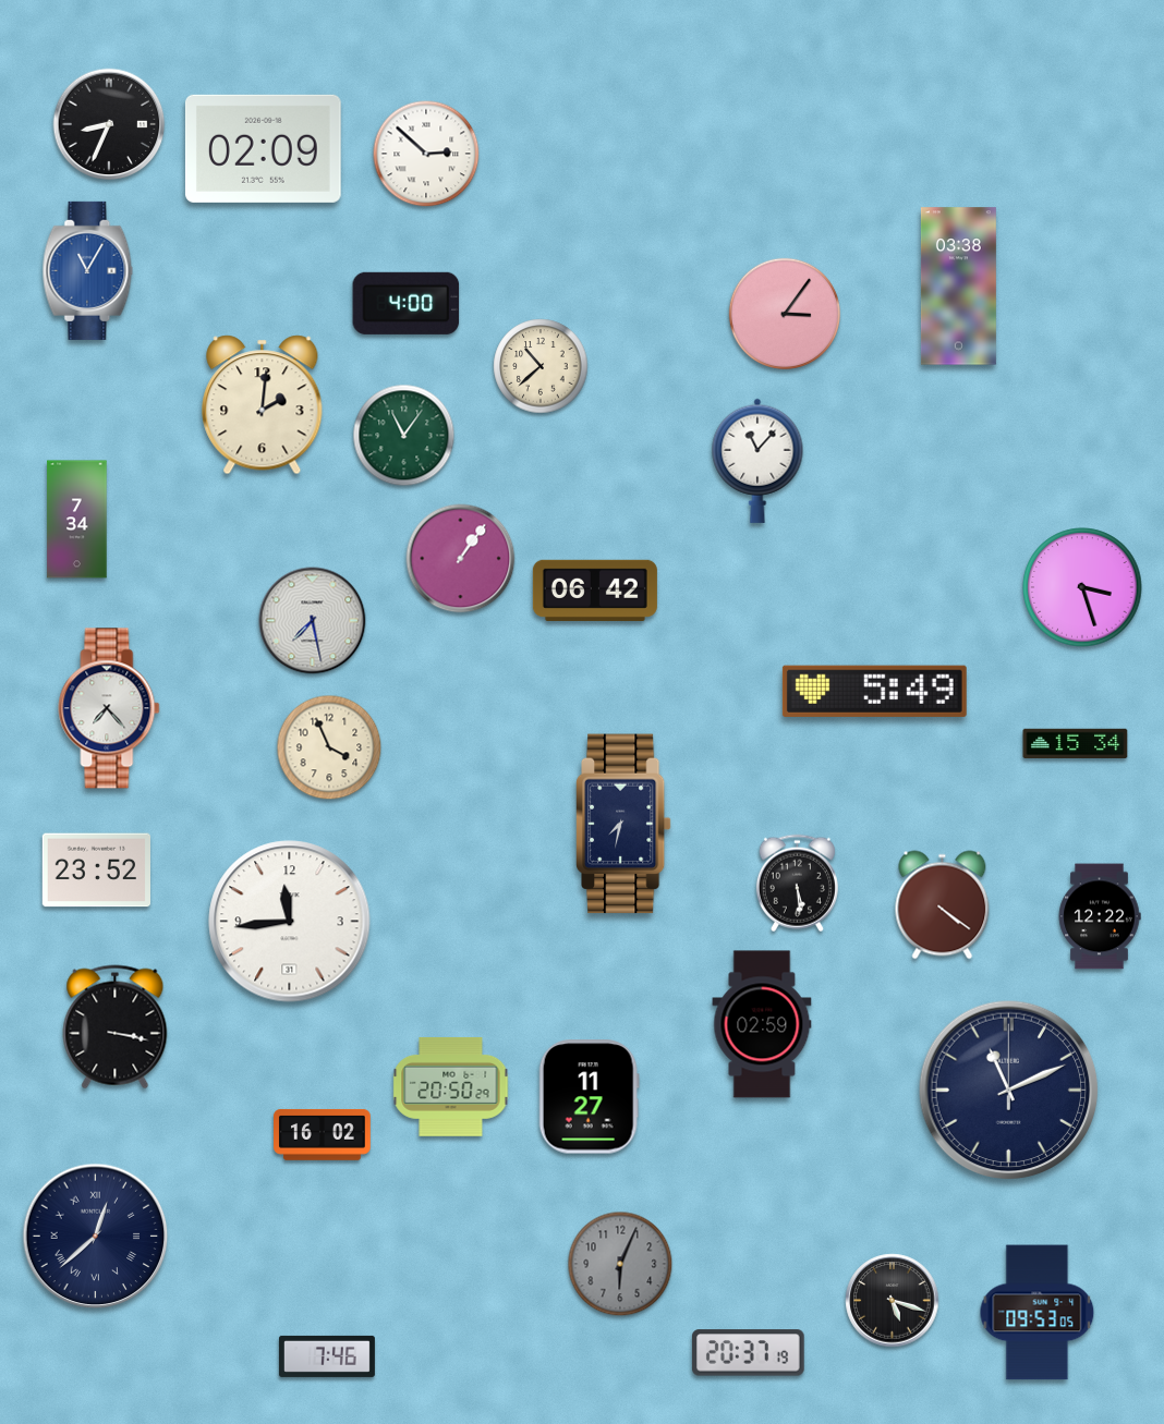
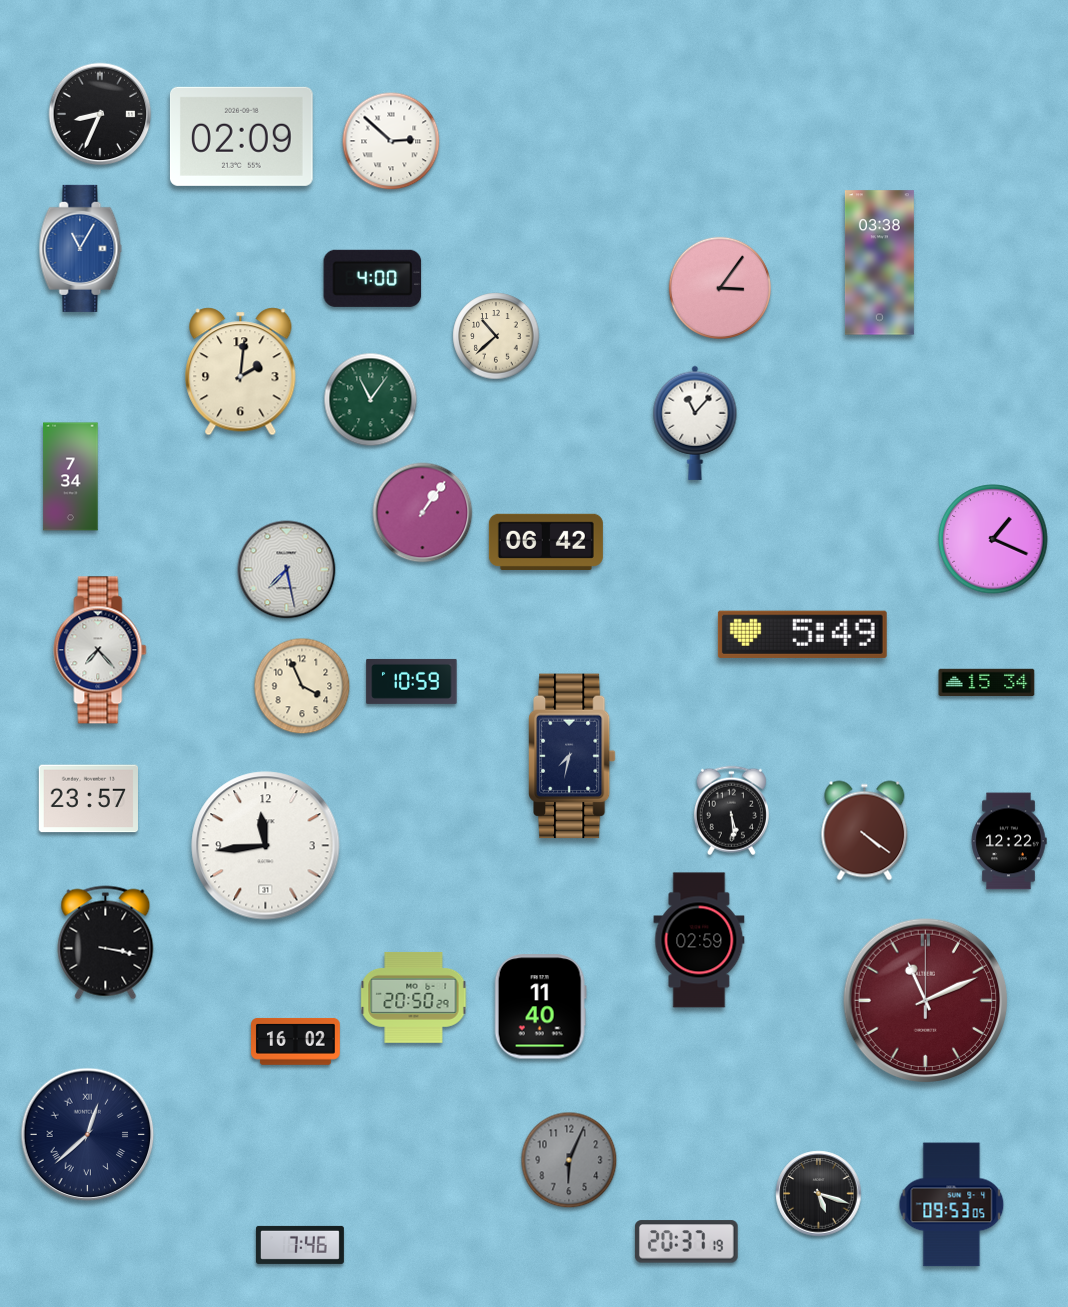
clock at (1082, 587): 3:27 -> 1:19
clock at (412, 681): none -> 10:59
clock at (96, 871): 23:52 -> 23:57
clock at (1009, 1091) dial: navy -> burgundy
clock at (589, 1097): 11:27 -> 11:40
